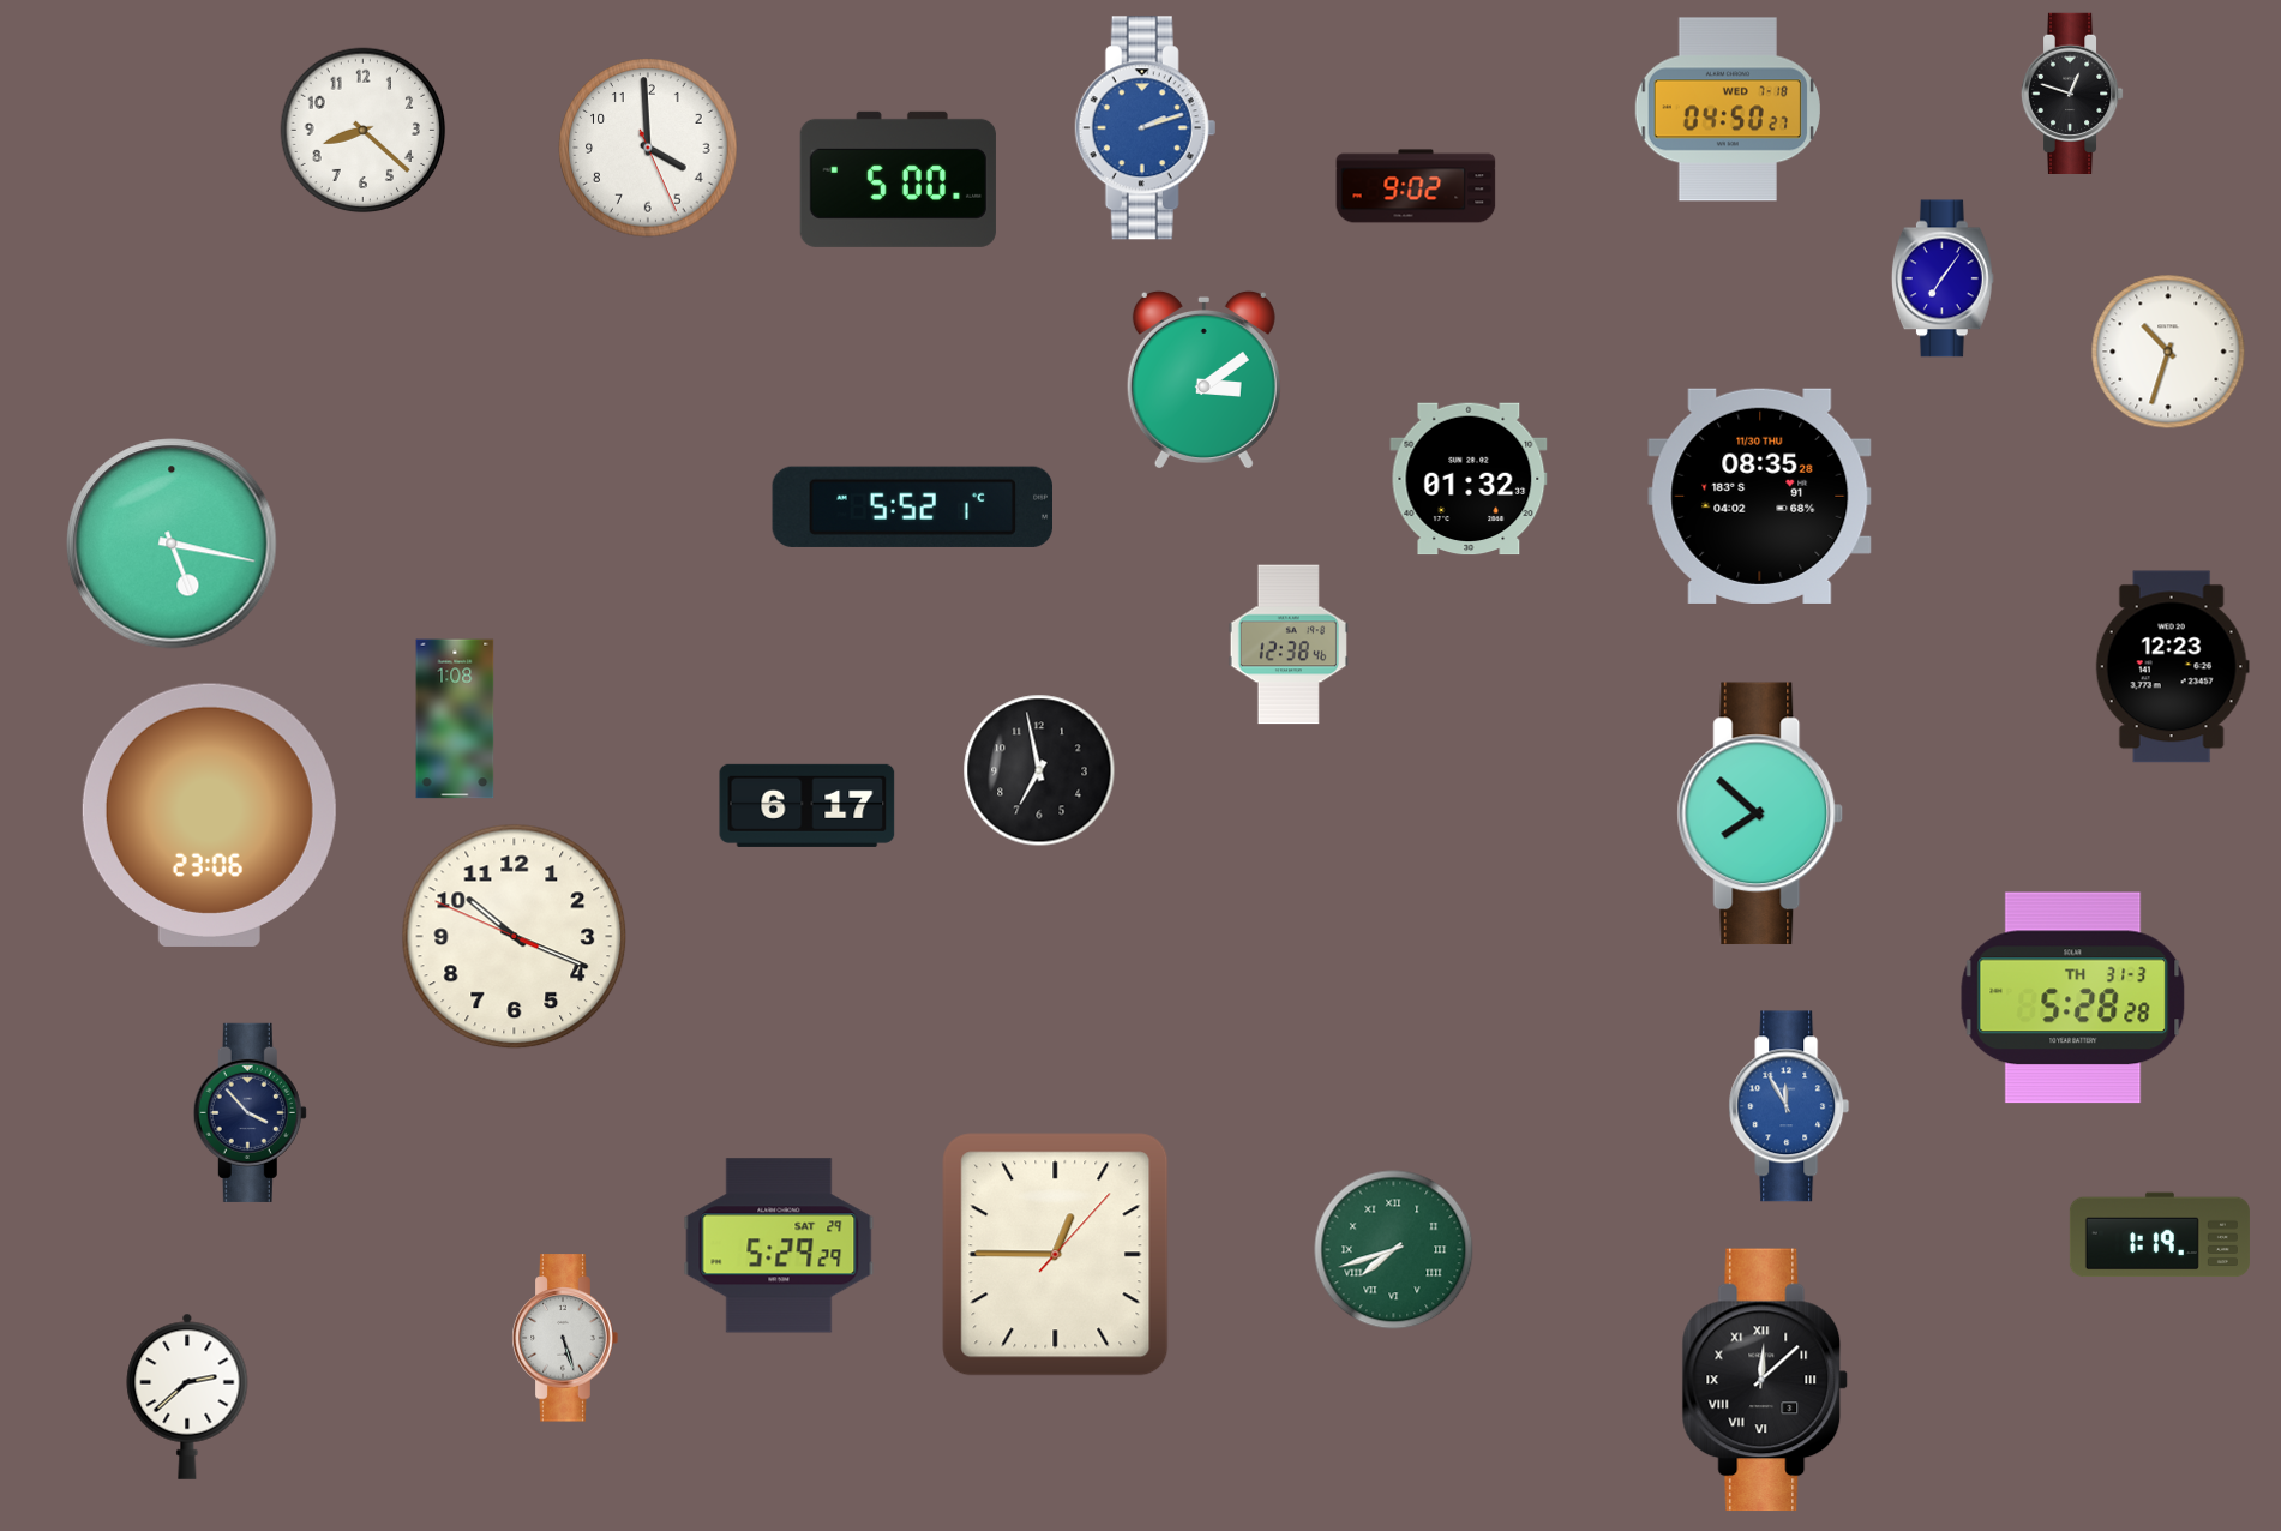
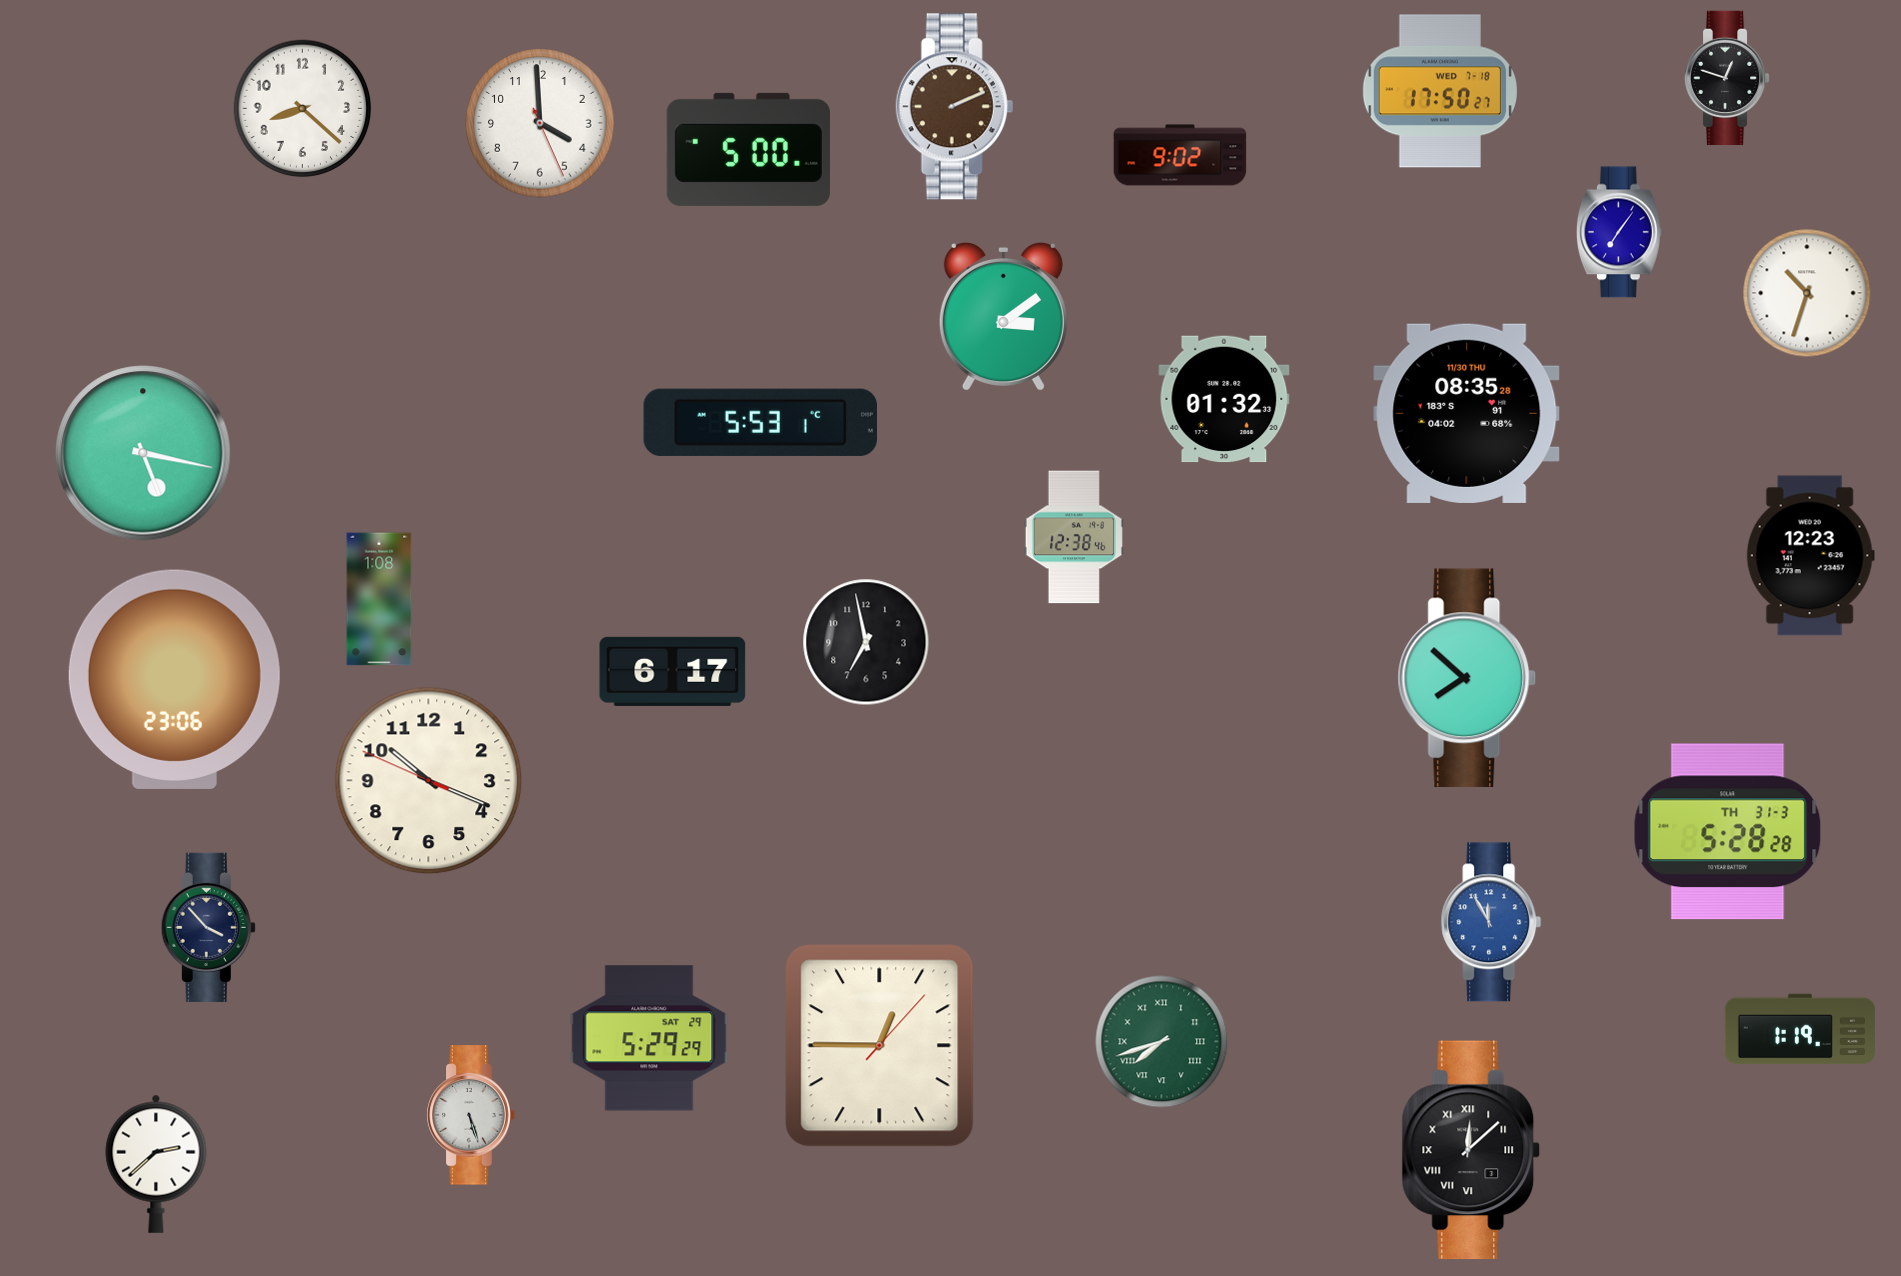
clock at (1727, 109): 04:50 -> 17:50
clock at (1146, 128): 2:12 -> 2:11
clock at (1146, 128) dial: blue -> brown
clock at (912, 506): 5:52 -> 5:53
